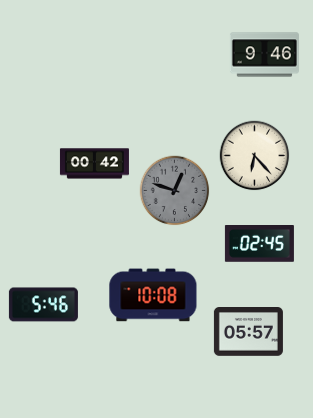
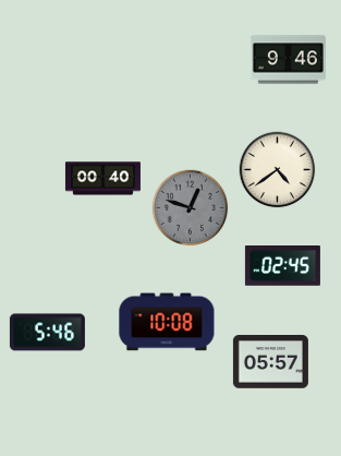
clock at (255, 156): 6:23 -> 4:39
clock at (94, 164): 00:42 -> 00:40
